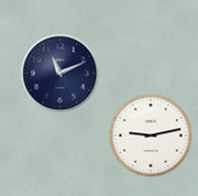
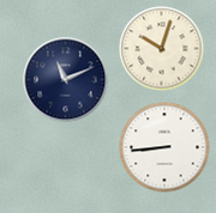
clock at (162, 49): none -> 10:03
clock at (151, 135): 9:13 -> 8:44
